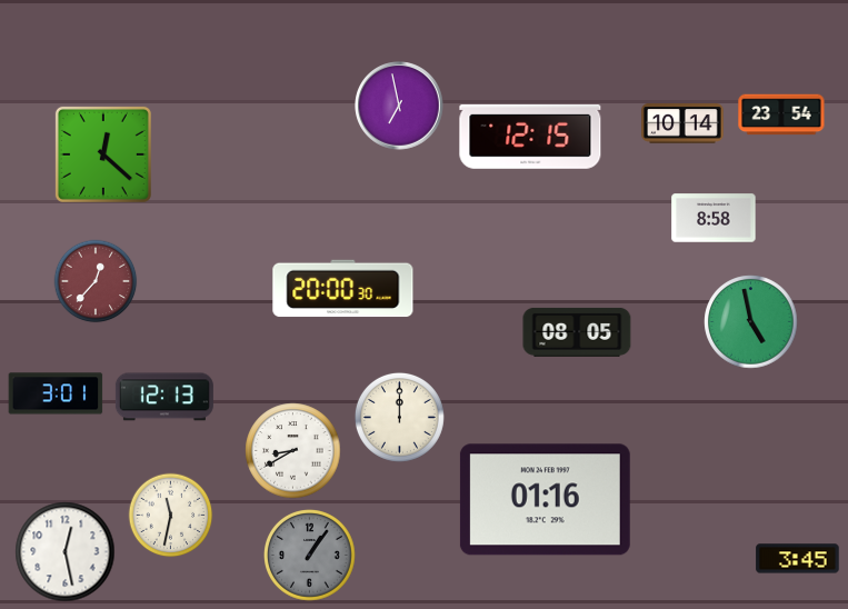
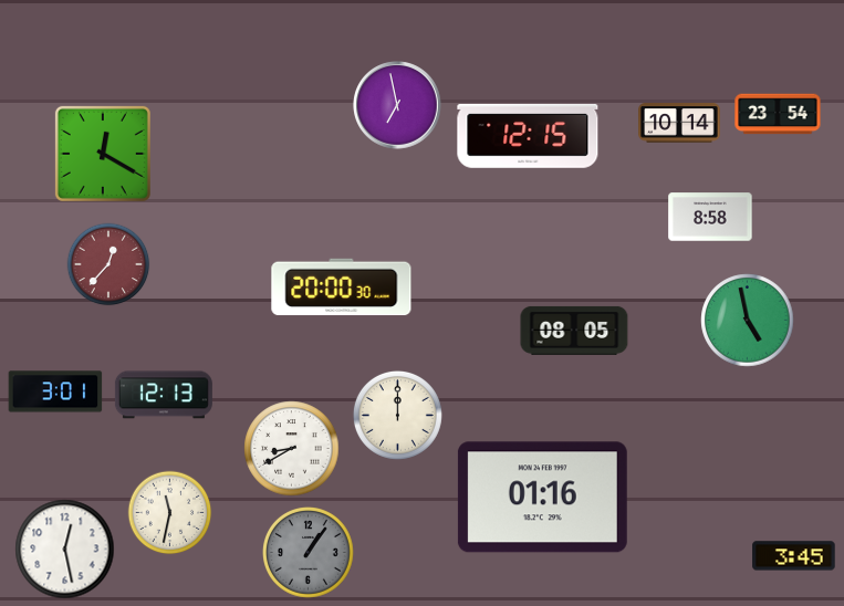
clock at (103, 154): 12:22 -> 12:20
clock at (96, 281) position: (96, 281) -> (108, 264)
